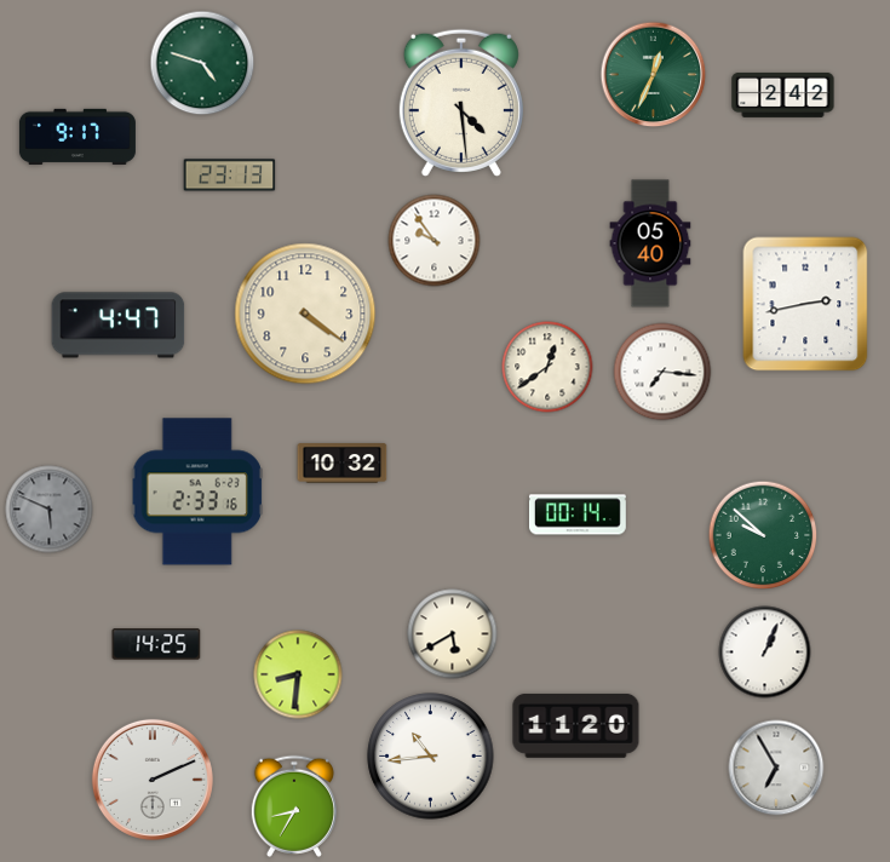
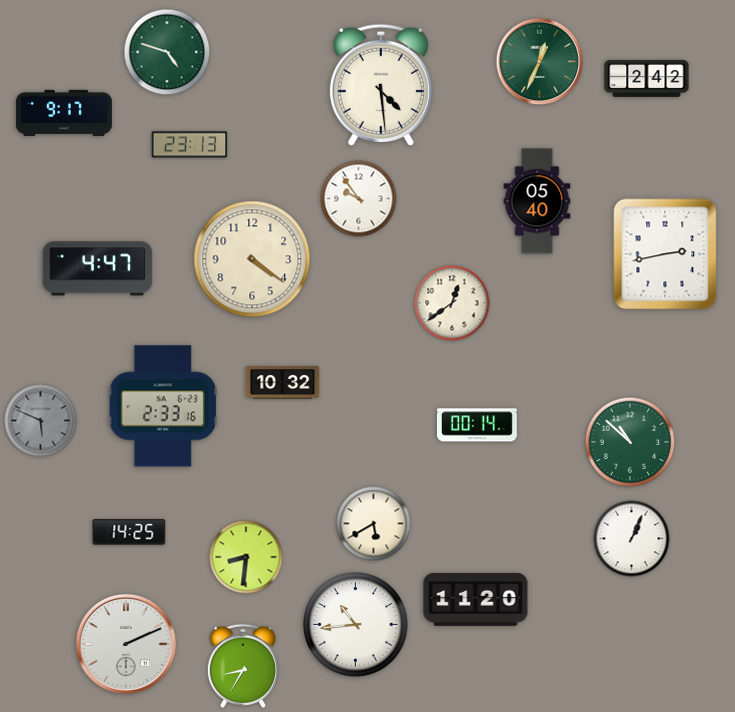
clock at (805, 304) position: (805, 304) -> (665, 254)
clock at (662, 372): 7:16 -> none
clock at (763, 535): 9:52 -> 10:52
clock at (776, 768): 6:55 -> none
